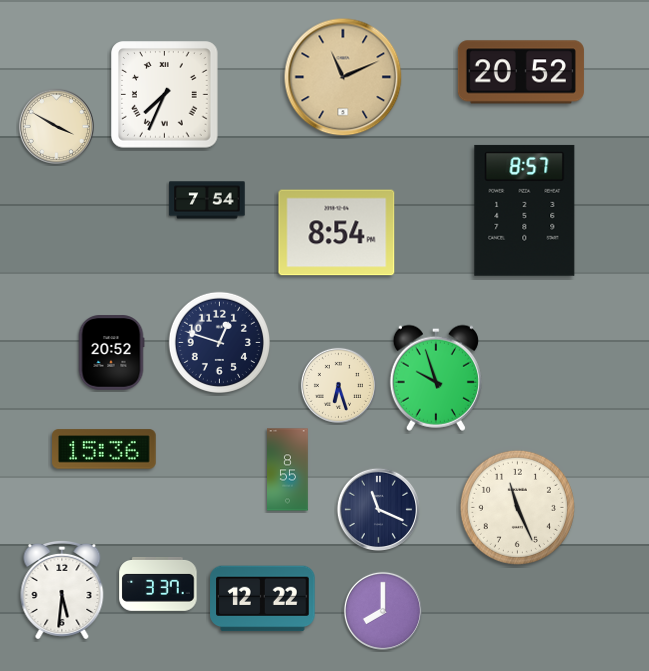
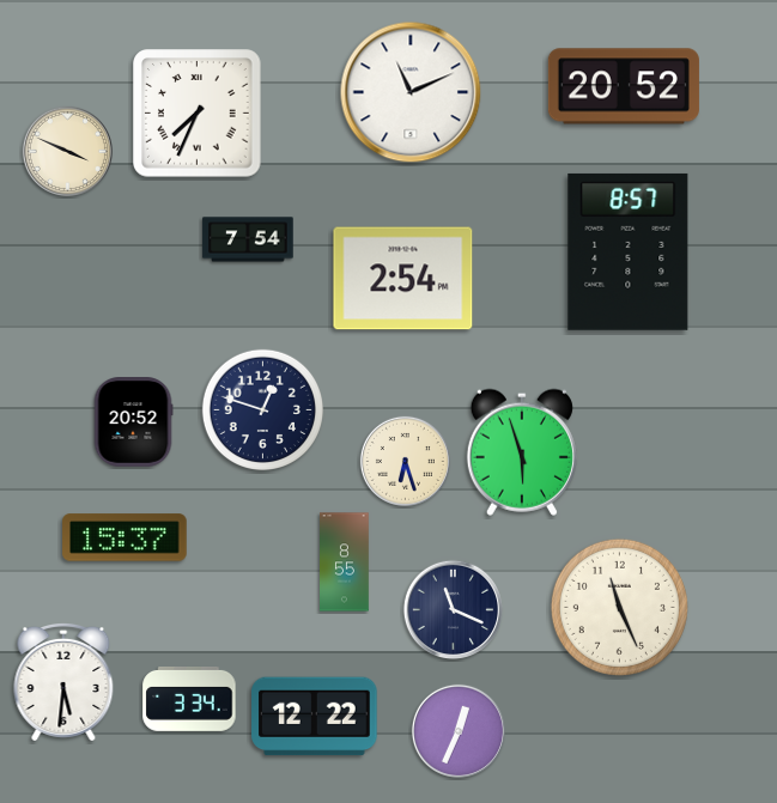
clock at (343, 77) dial: champagne -> white
clock at (56, 126): 3:50 -> 3:49
clock at (337, 233): 8:54 -> 2:54
clock at (436, 378): 9:57 -> 5:57
clock at (104, 449): 15:36 -> 15:37
clock at (158, 584): 3:37 -> 3:34
clock at (62, 590) position: (62, 590) -> (63, 682)
clock at (383, 611): 8:00 -> 12:34
